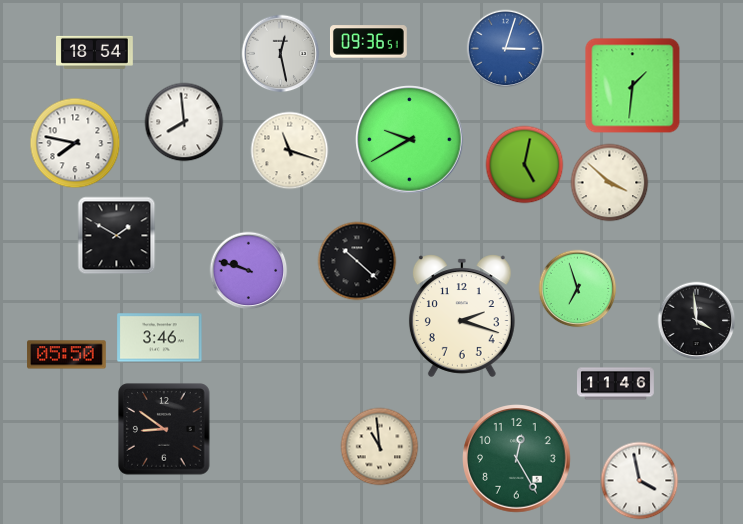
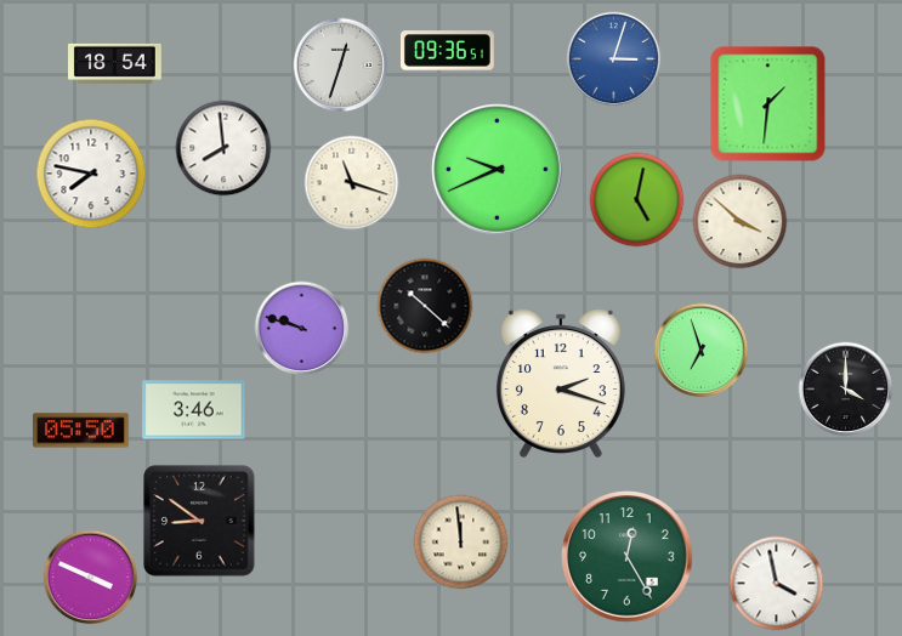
clock at (280, 53): 12:28 -> 12:33
clock at (410, 140): 9:40 -> 9:41
clock at (116, 235): 1:50 -> none
clock at (357, 261) position: (357, 261) -> (425, 306)
clock at (696, 320): 3:59 -> 4:00
clock at (616, 384): 11:46 -> none
clock at (379, 446): 10:59 -> 11:59
clock at (90, 577): none -> 3:49
